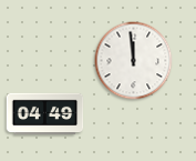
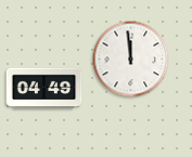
clock at (45, 114) position: (45, 114) -> (44, 89)
